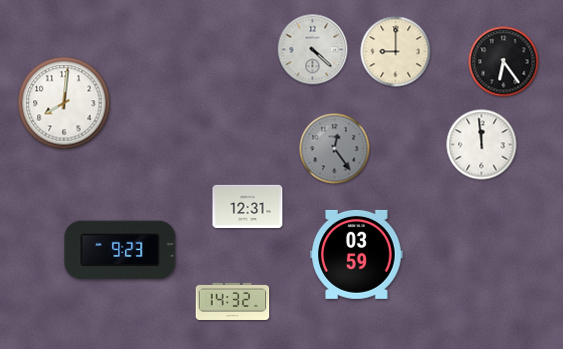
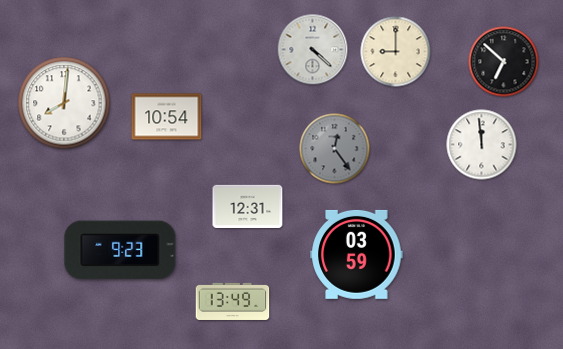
clock at (504, 62): 6:24 -> 6:52
clock at (167, 117): none -> 10:54
clock at (233, 301): 14:32 -> 13:49
